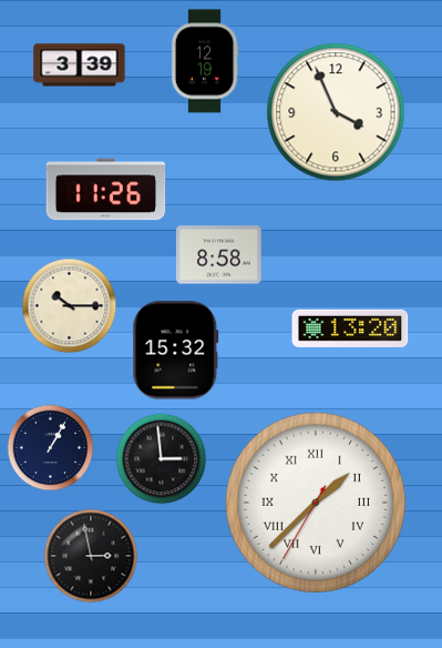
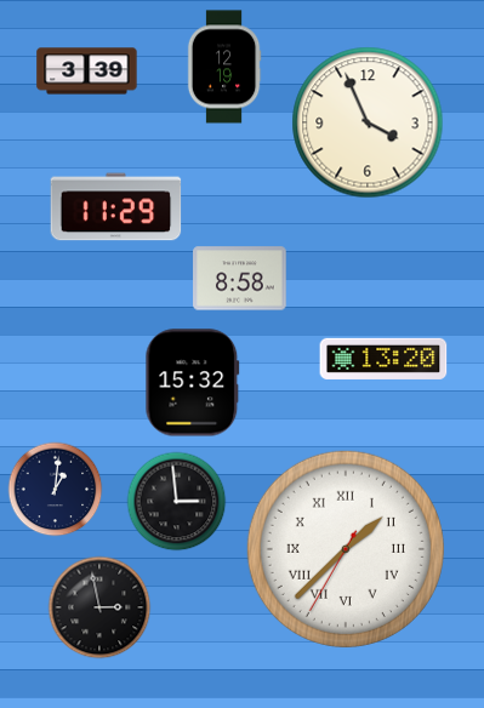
clock at (106, 190): 11:26 -> 11:29
clock at (69, 305): 10:15 -> none
clock at (50, 447): 1:05 -> 1:01
